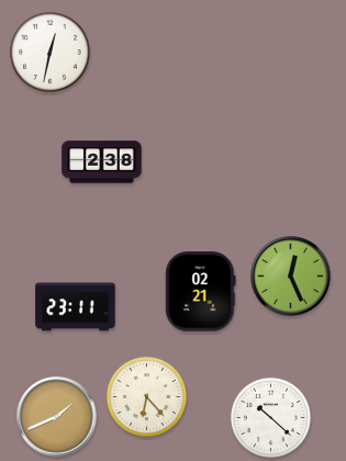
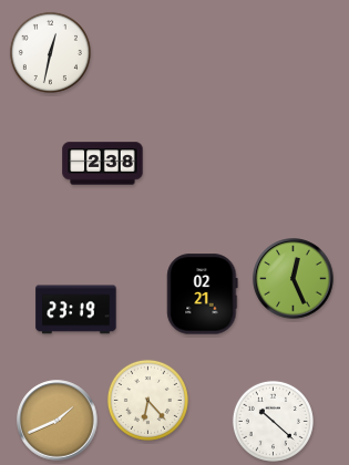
clock at (76, 307): 23:11 -> 23:19
